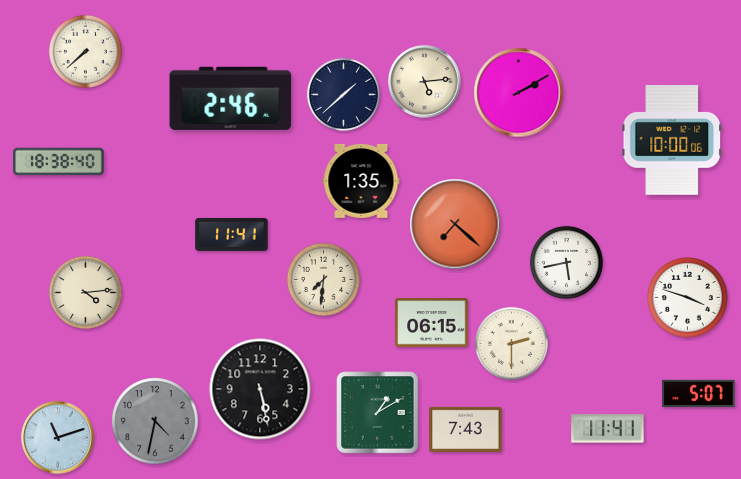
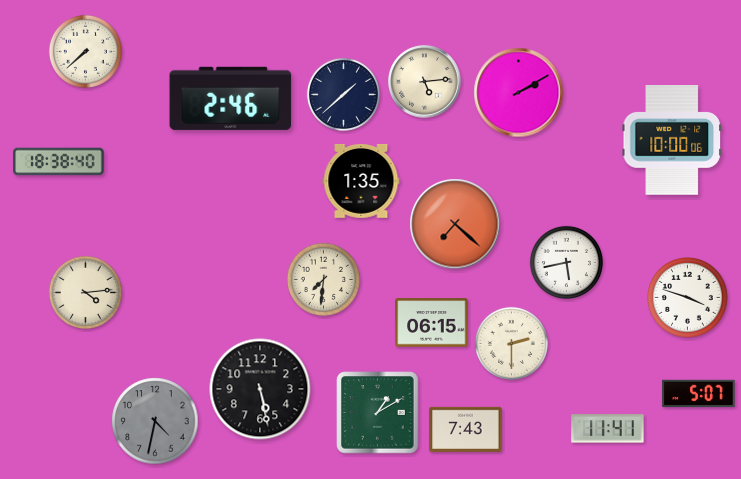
clock at (232, 234): 11:41 -> none
clock at (58, 438): 11:12 -> none
